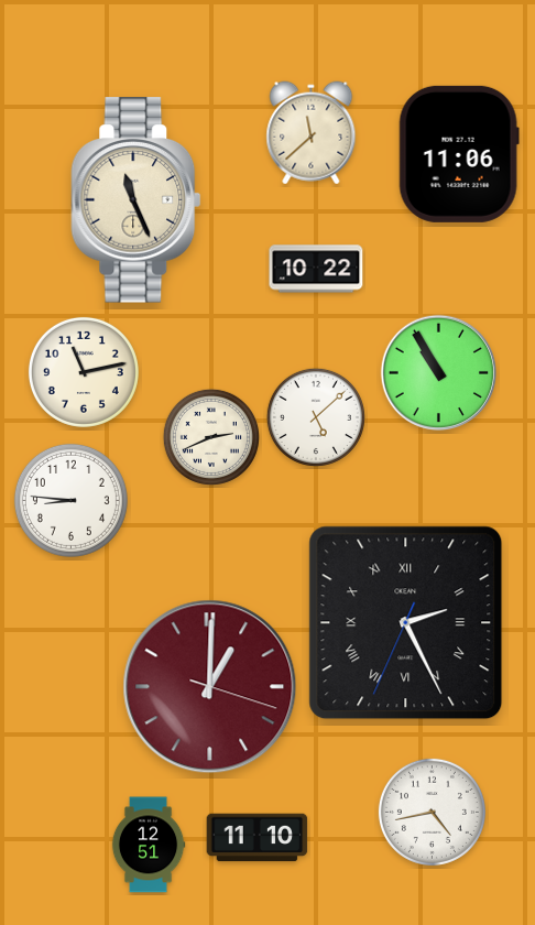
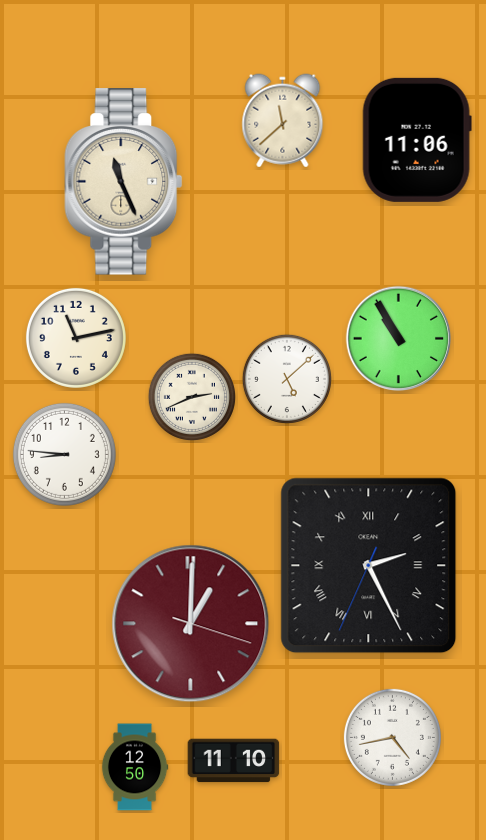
clock at (316, 269): 10:22 -> none
clock at (149, 845): 12:51 -> 12:50
